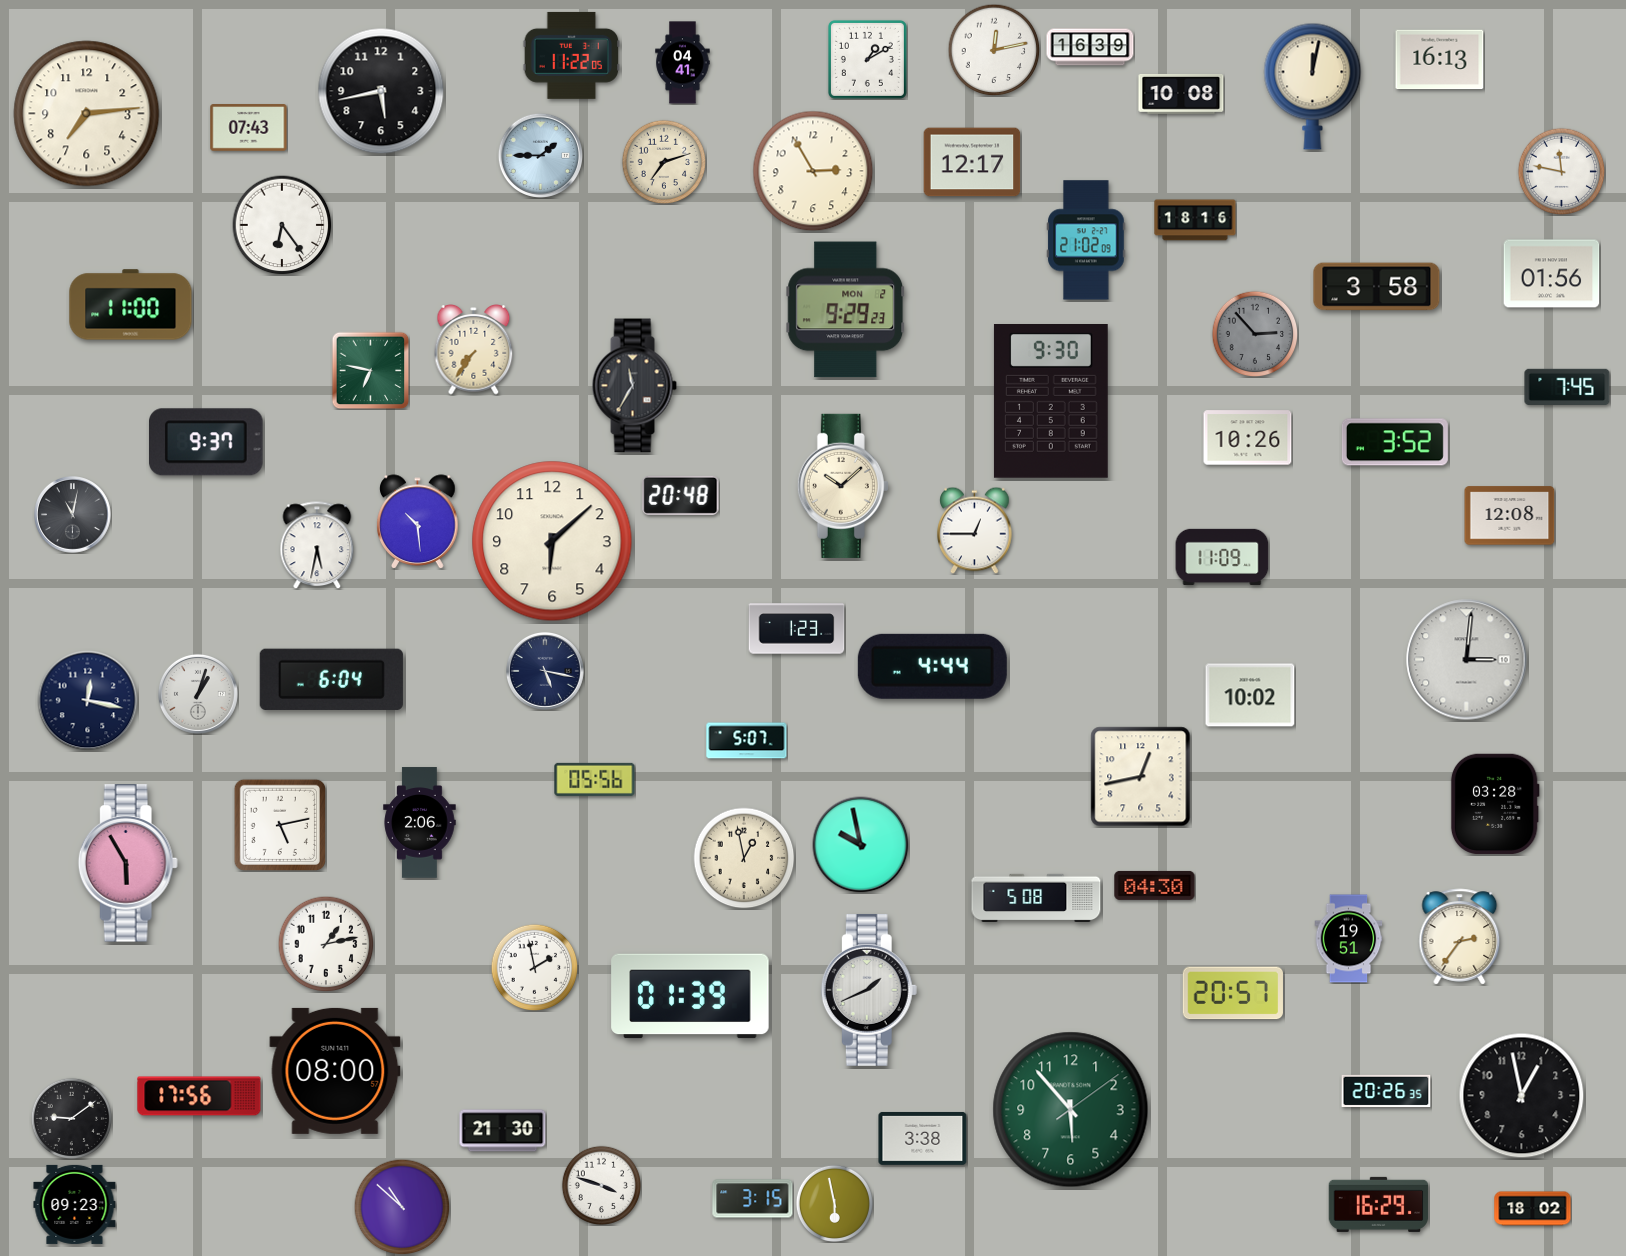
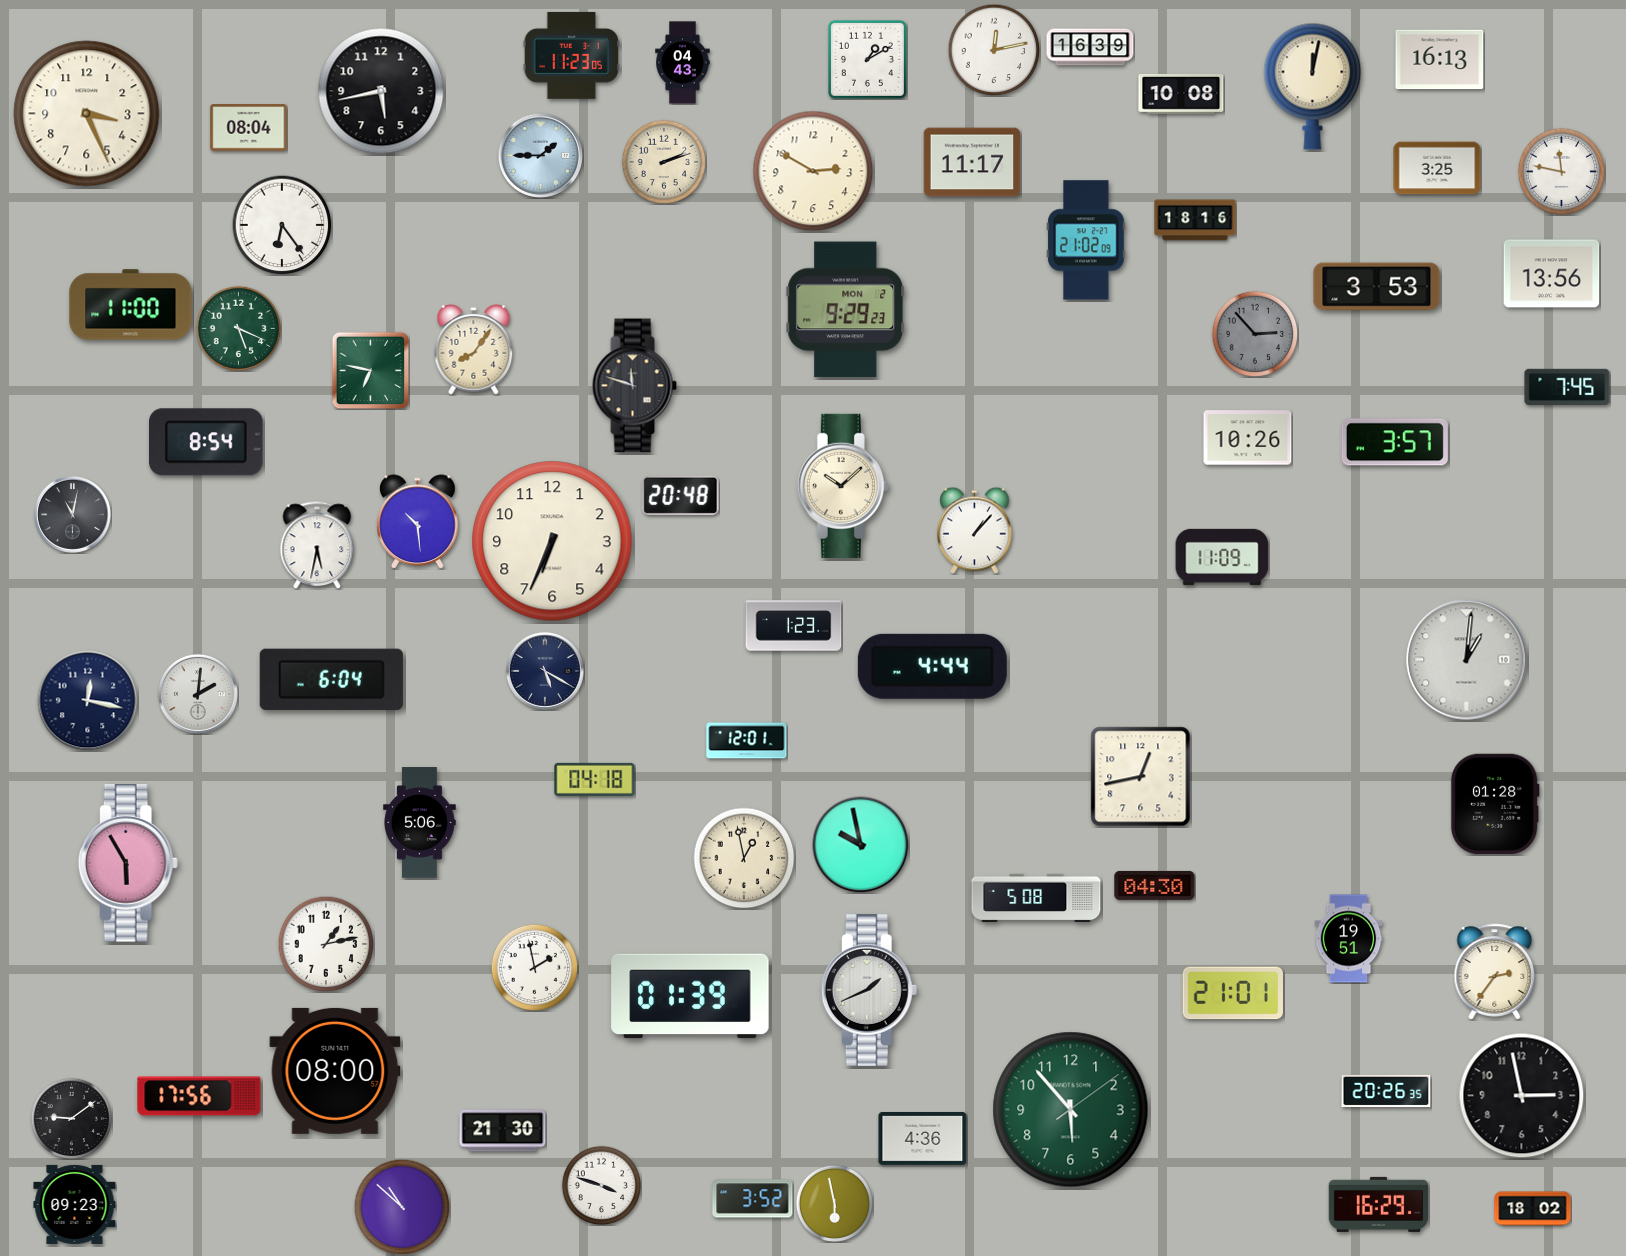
clock at (572, 55): 11:22 -> 11:23
clock at (683, 63): 04:41 -> 04:43
clock at (87, 114): 7:14 -> 3:26
clock at (249, 128): 07:43 -> 08:04
clock at (664, 162): 7:12 -> 2:12
clock at (972, 162): 12:17 -> 11:17
clock at (1437, 168): none -> 3:25
clock at (813, 171): 2:55 -> 2:50
clock at (1552, 274): 01:56 -> 13:56
clock at (1377, 287): 3:58 -> 3:53
clock at (238, 328): none -> 5:19
clock at (474, 350): 7:36 -> 8:06
clock at (634, 386): 11:35 -> 11:48
clock at (1051, 402): 9:30 -> none
clock at (207, 442): 9:37 -> 8:54
clock at (1395, 442): 3:52 -> 3:57
clock at (1510, 516): 12:08 -> none
clock at (975, 530): 12:45 -> 1:07
clock at (552, 541): 6:08 -> 6:34
clock at (797, 629) position: (797, 629) -> (794, 626)
clock at (1467, 660): 3:01 -> 1:01
clock at (545, 671): 5:17 -> 5:20
clock at (198, 694): 1:03 -> 2:01
clock at (1250, 695): 10:02 -> none
clock at (747, 741): 5:07 -> 12:01
clock at (595, 779): 05:56 -> 04:18
clock at (1495, 804): 03:28 -> 01:28
clock at (420, 823): 2:06 -> 5:06
clock at (279, 824): 5:13 -> none
clock at (1460, 937) position: (1460, 937) -> (1495, 972)
clock at (1233, 993): 20:57 -> 21:01
clock at (1522, 1096): 12:58 -> 2:58
clock at (923, 1138): 3:38 -> 4:36
clock at (753, 1199): 3:15 -> 3:52
